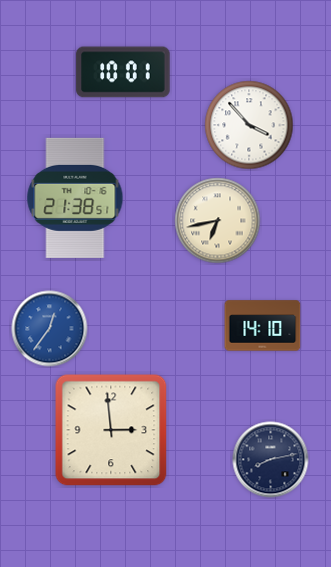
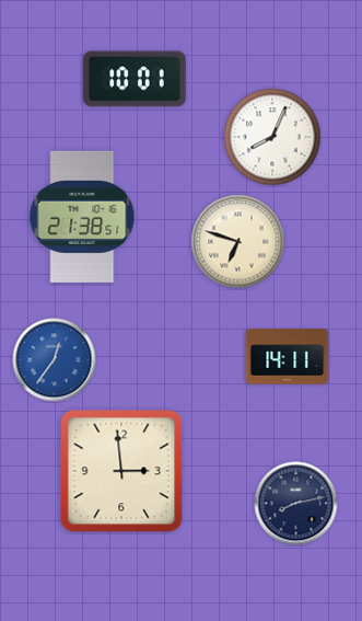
clock at (249, 125): 3:53 -> 8:04
clock at (218, 221): 6:43 -> 6:48
clock at (263, 326): 14:10 -> 14:11
